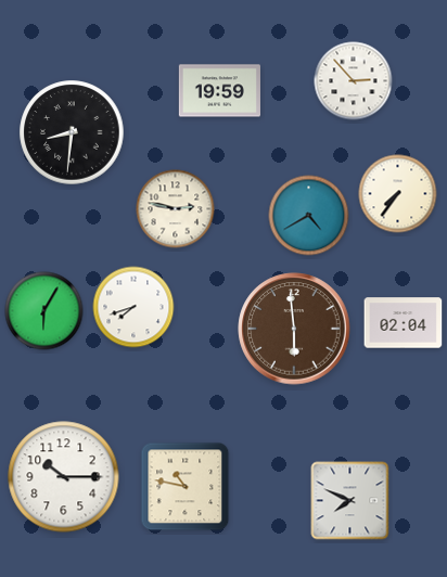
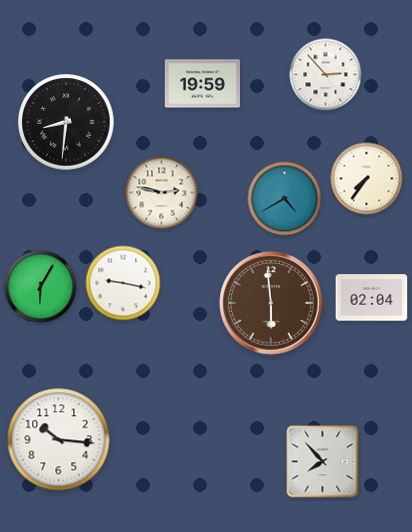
clock at (133, 307): 7:42 -> 9:17
clock at (64, 477): 10:15 -> 10:16
clock at (186, 487): 10:47 -> none
clock at (350, 501): 7:49 -> 7:53
